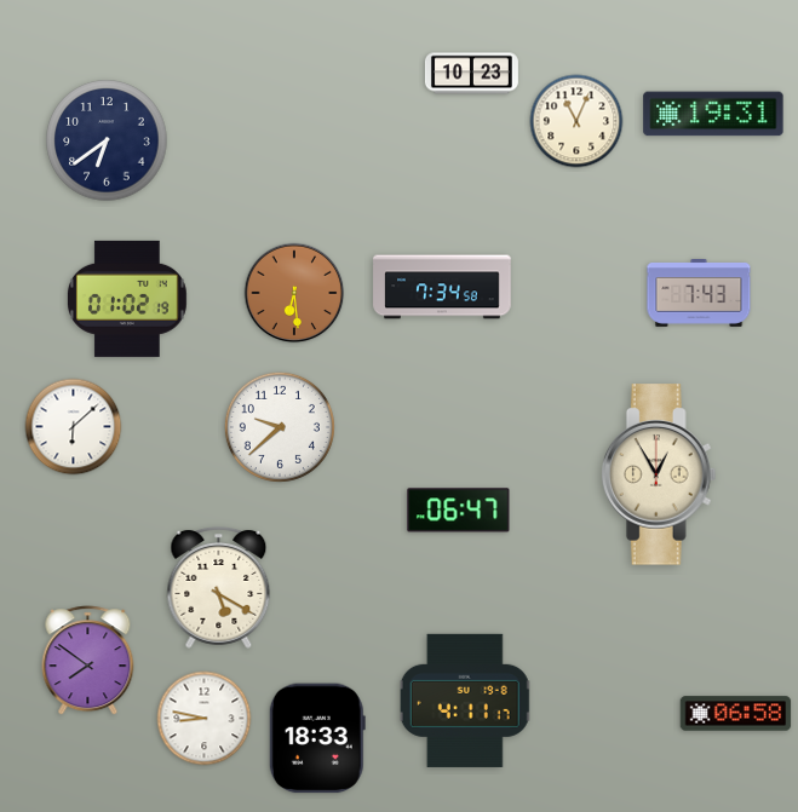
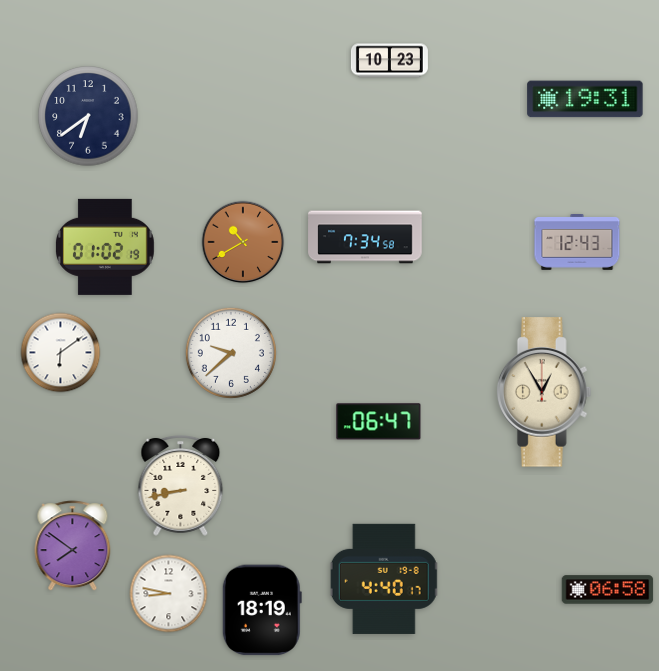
clock at (713, 114) position: (713, 114) -> (585, 99)
clock at (576, 121): 11:04 -> none
clock at (294, 293): 6:29 -> 10:40
clock at (699, 294): 7:43 -> 12:43
clock at (74, 427): 6:08 -> 6:09
clock at (219, 588): 5:20 -> 8:43
clock at (465, 701): 4:11 -> 4:40
clock at (317, 738): 18:33 -> 18:19
